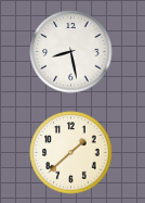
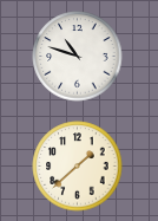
clock at (71, 52): 8:28 -> 10:48
